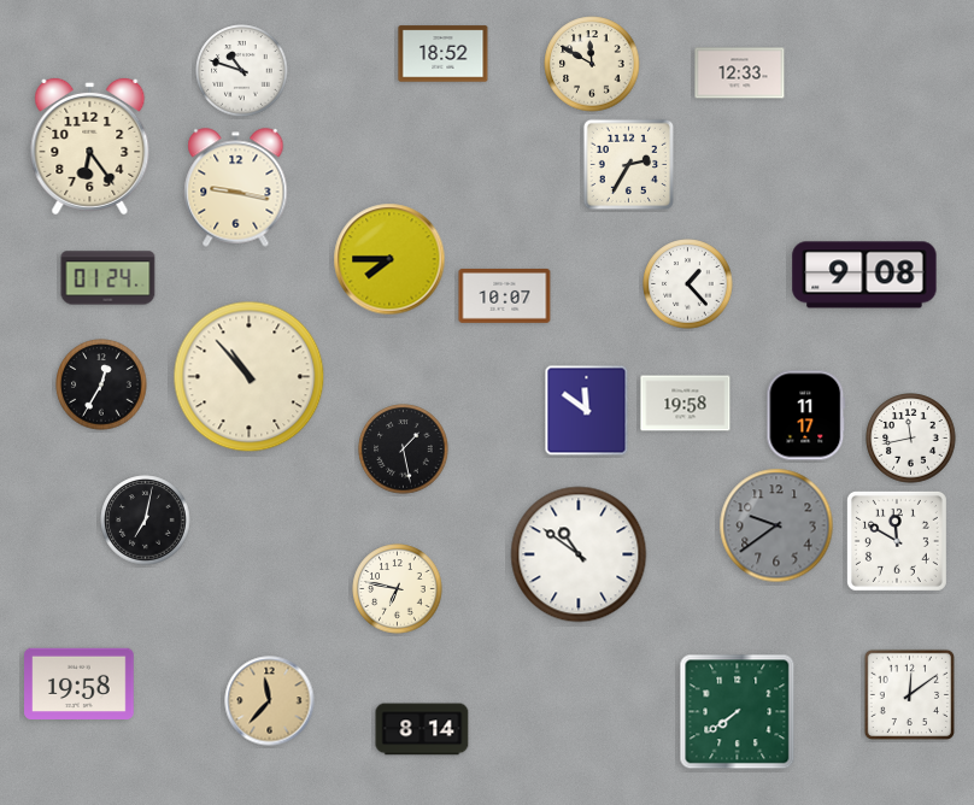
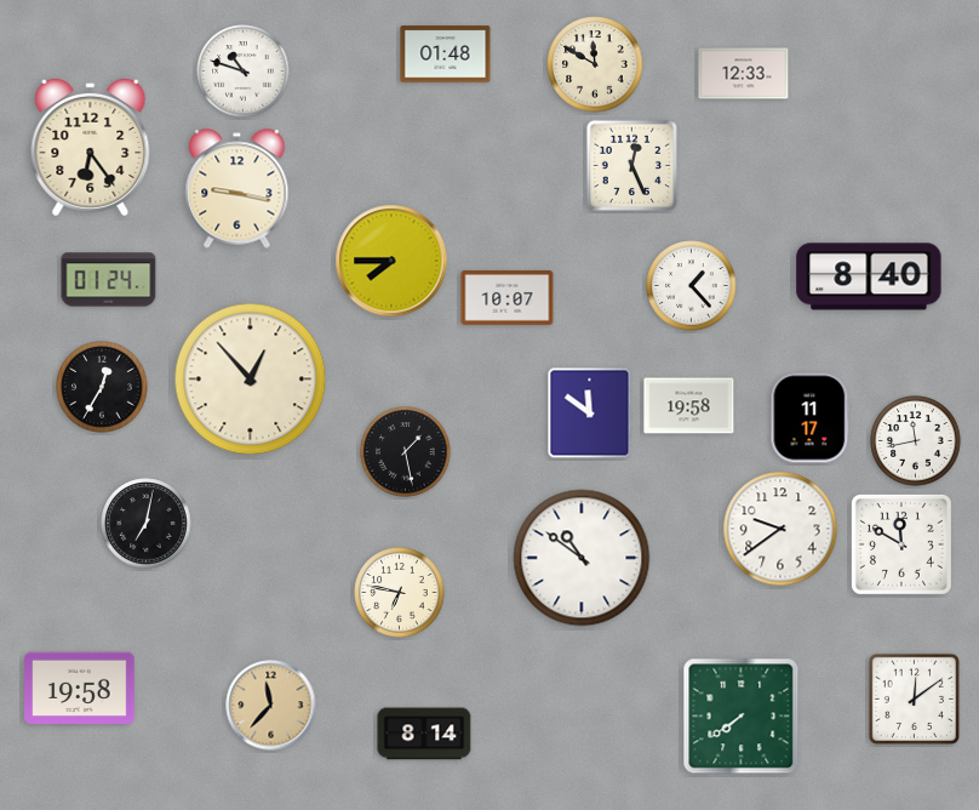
clock at (444, 54): 18:52 -> 01:48
clock at (628, 164): 2:35 -> 12:26
clock at (864, 275): 9:08 -> 8:40
clock at (250, 377): 10:53 -> 12:53
clock at (776, 525) dial: grey -> white
